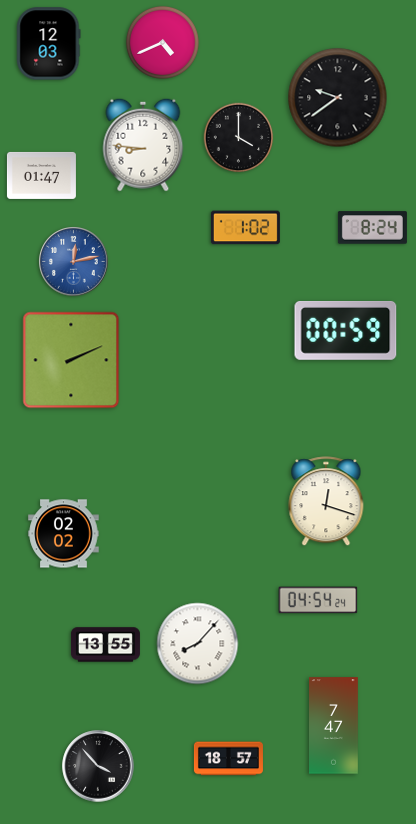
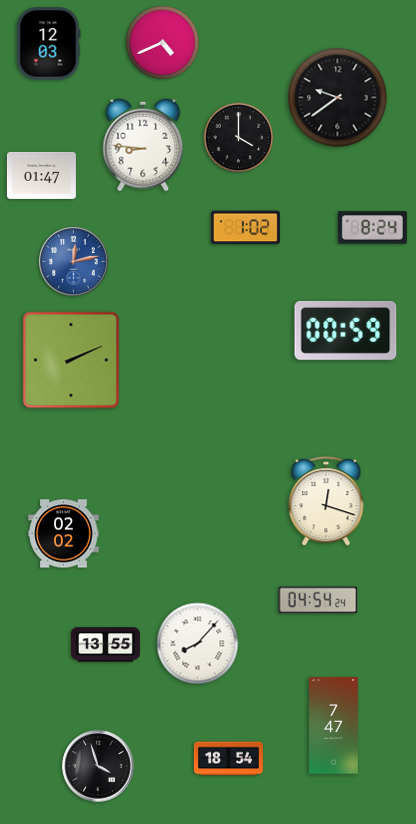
clock at (228, 759): 18:57 -> 18:54
clock at (98, 766): 3:53 -> 3:57
